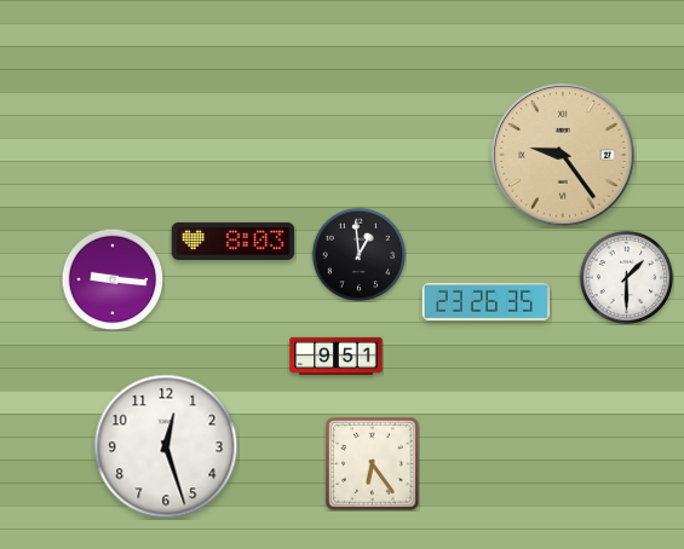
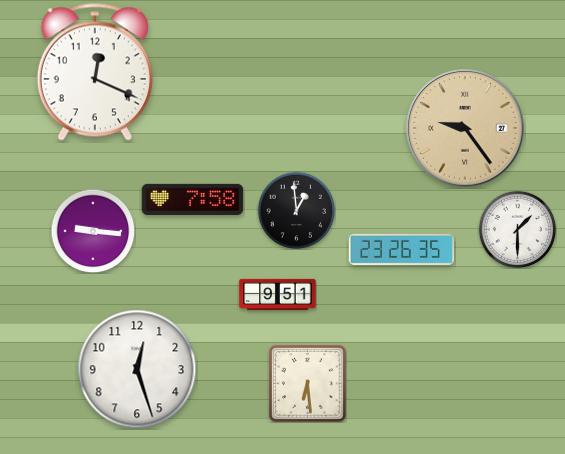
clock at (95, 72): none -> 12:19
clock at (234, 241): 8:03 -> 7:58
clock at (373, 464): 6:24 -> 6:29
